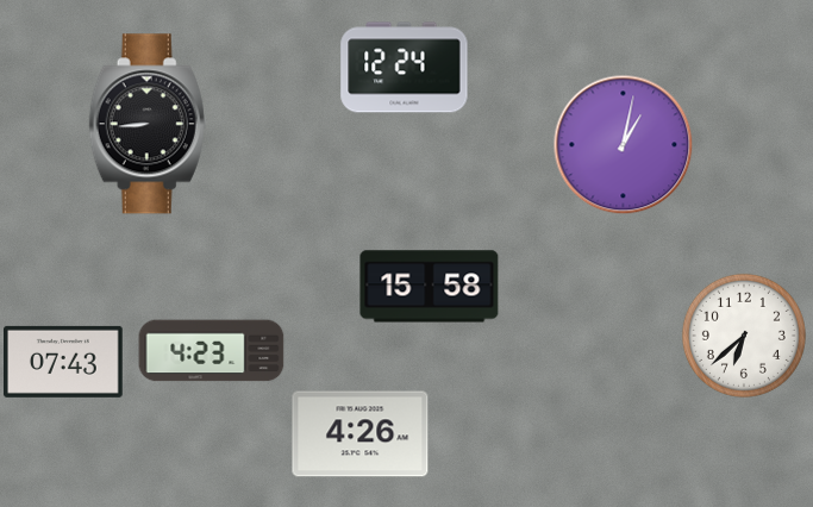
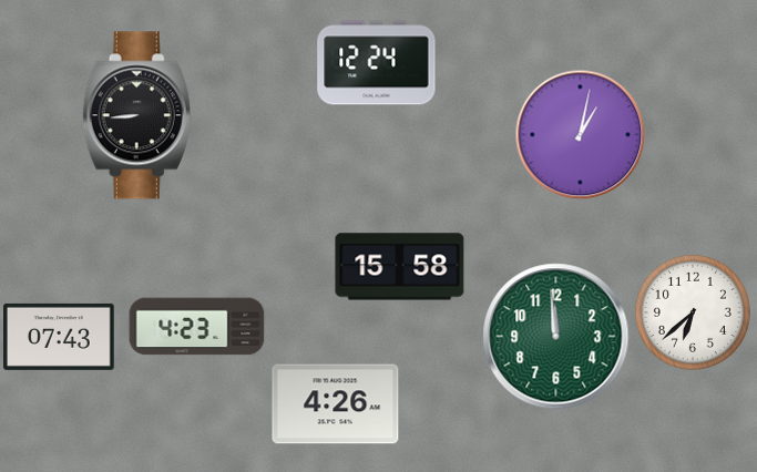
clock at (556, 337): none -> 11:59
